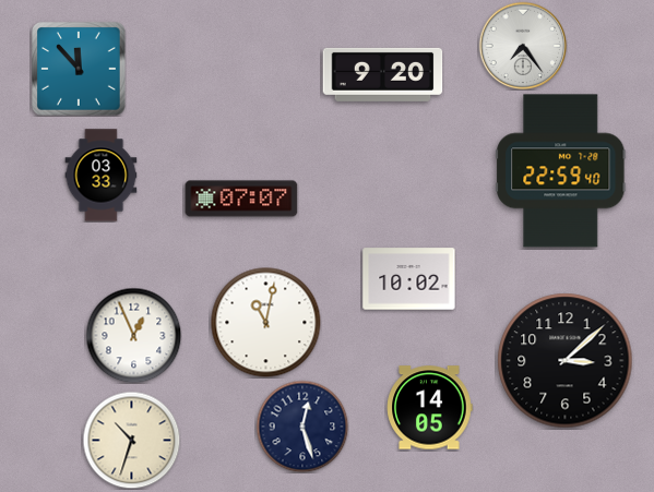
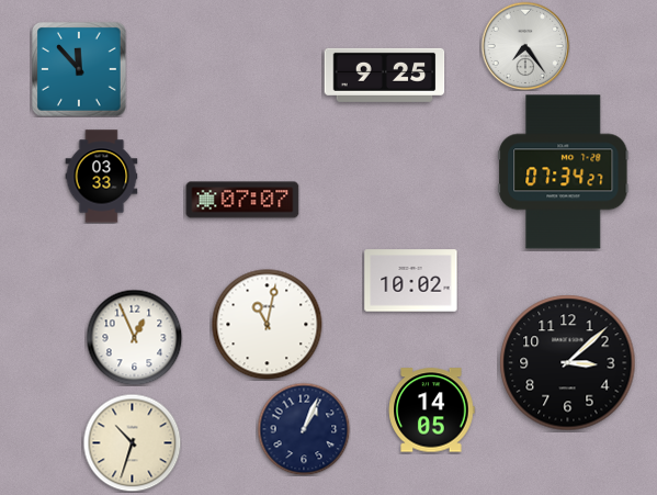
clock at (383, 74): 9:20 -> 9:25
clock at (561, 171): 22:59 -> 07:34
clock at (302, 427): 12:27 -> 1:04
